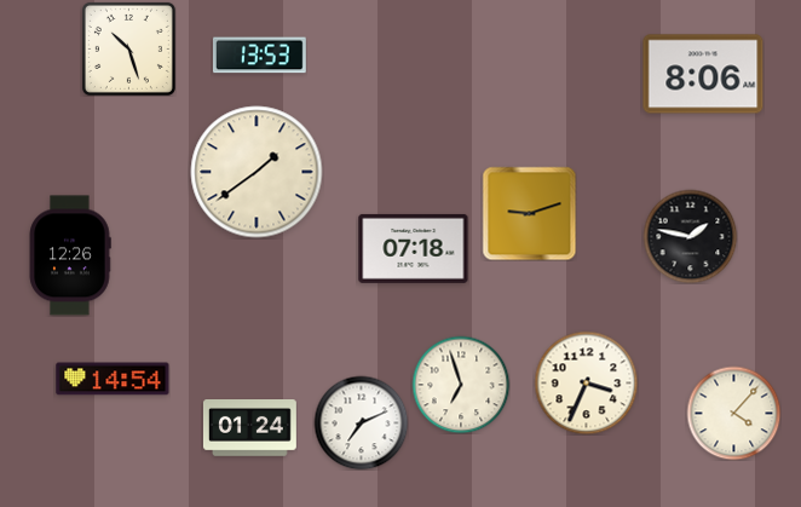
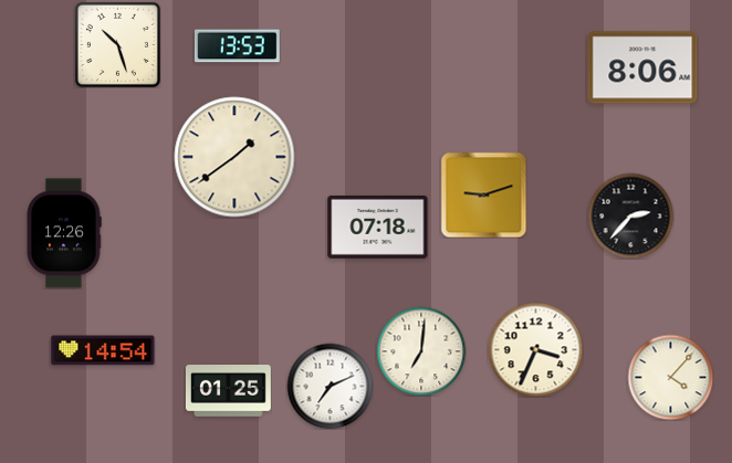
clock at (259, 56) position: (259, 56) -> (237, 46)
clock at (690, 236): 1:47 -> 2:37
clock at (113, 379) position: (113, 379) -> (103, 350)
clock at (461, 385): 6:57 -> 7:01
clock at (249, 428): 01:24 -> 01:25
